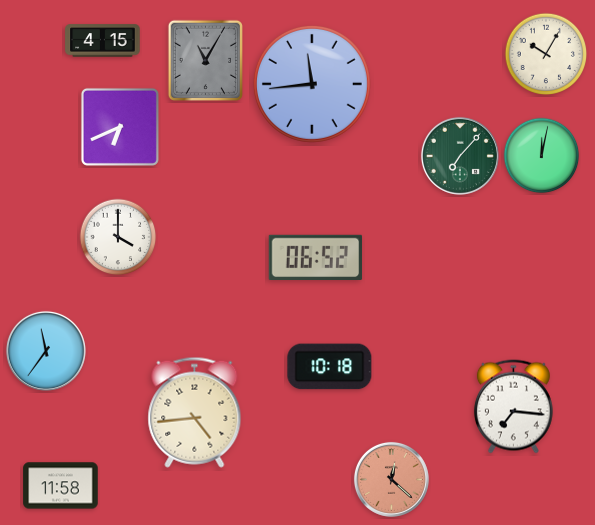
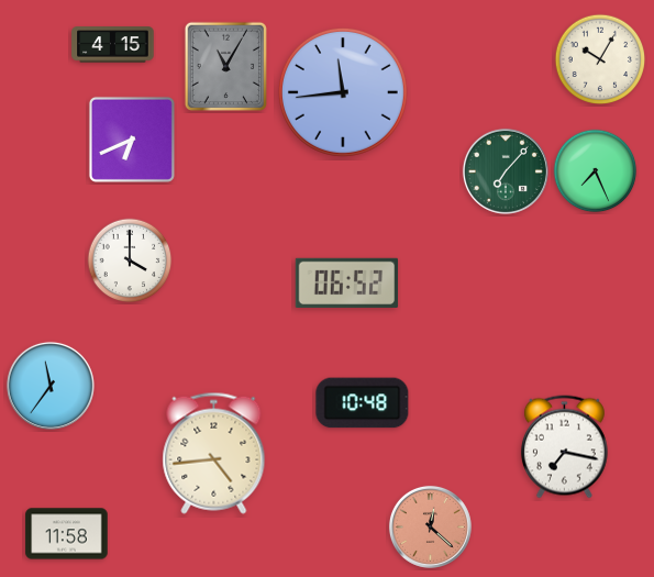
clock at (542, 156): 12:02 -> 7:26
clock at (330, 367): 10:18 -> 10:48
clock at (513, 407): 7:16 -> 7:17
